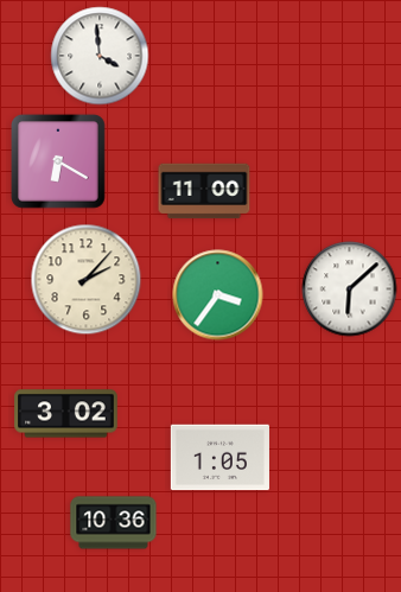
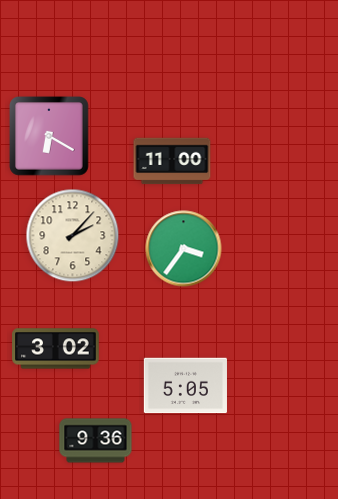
clock at (100, 56): 3:59 -> none
clock at (350, 289): 6:08 -> none
clock at (219, 458): 1:05 -> 5:05
clock at (114, 523): 10:36 -> 9:36
